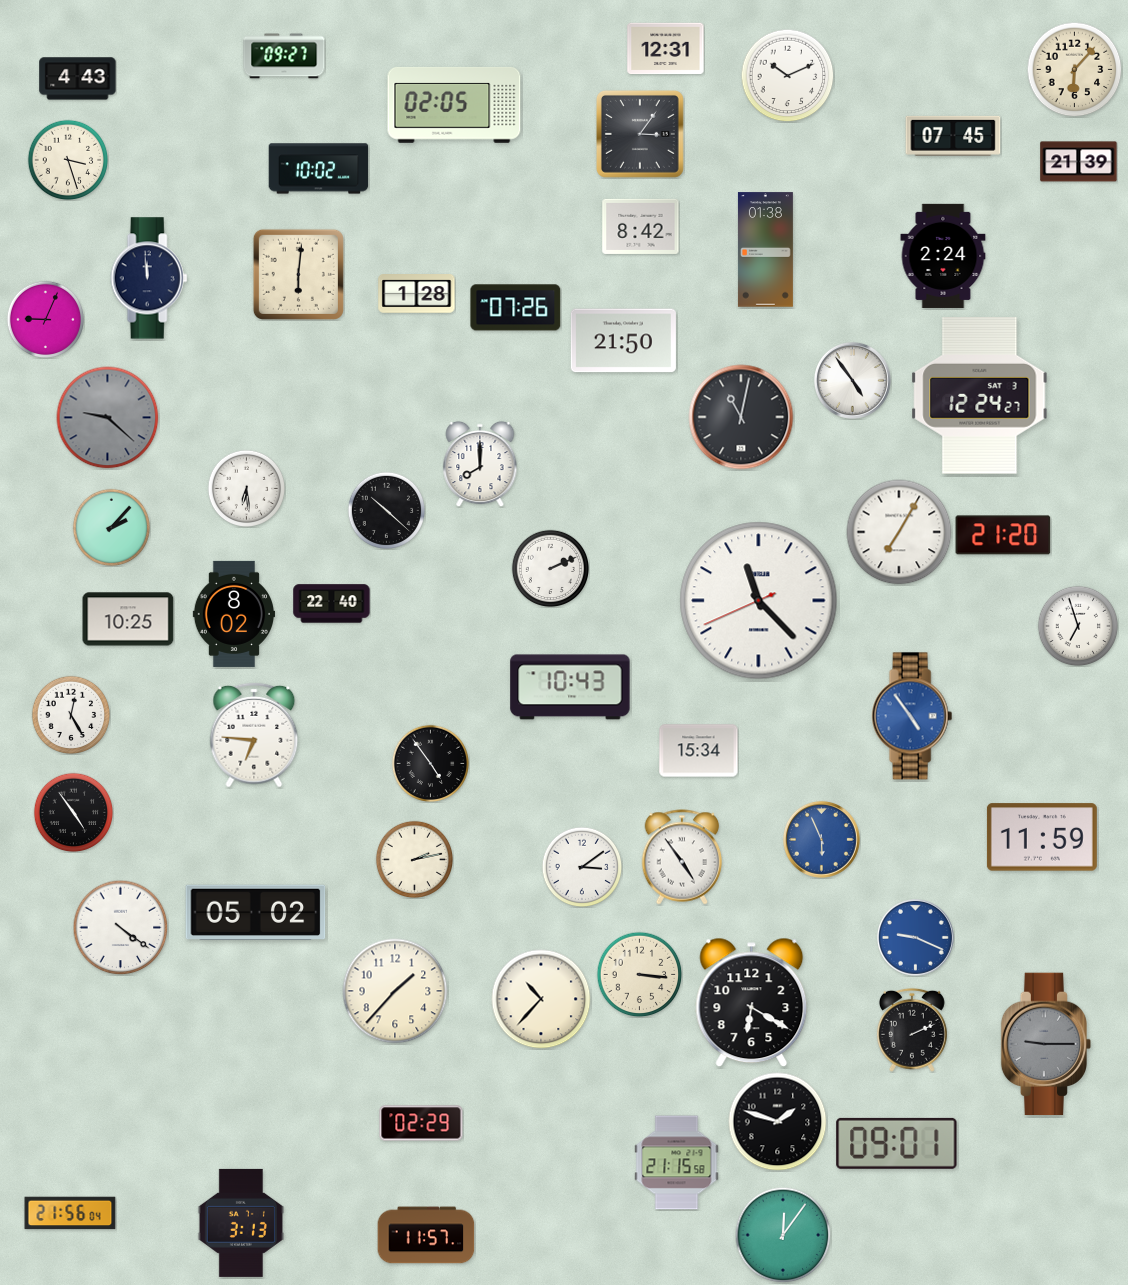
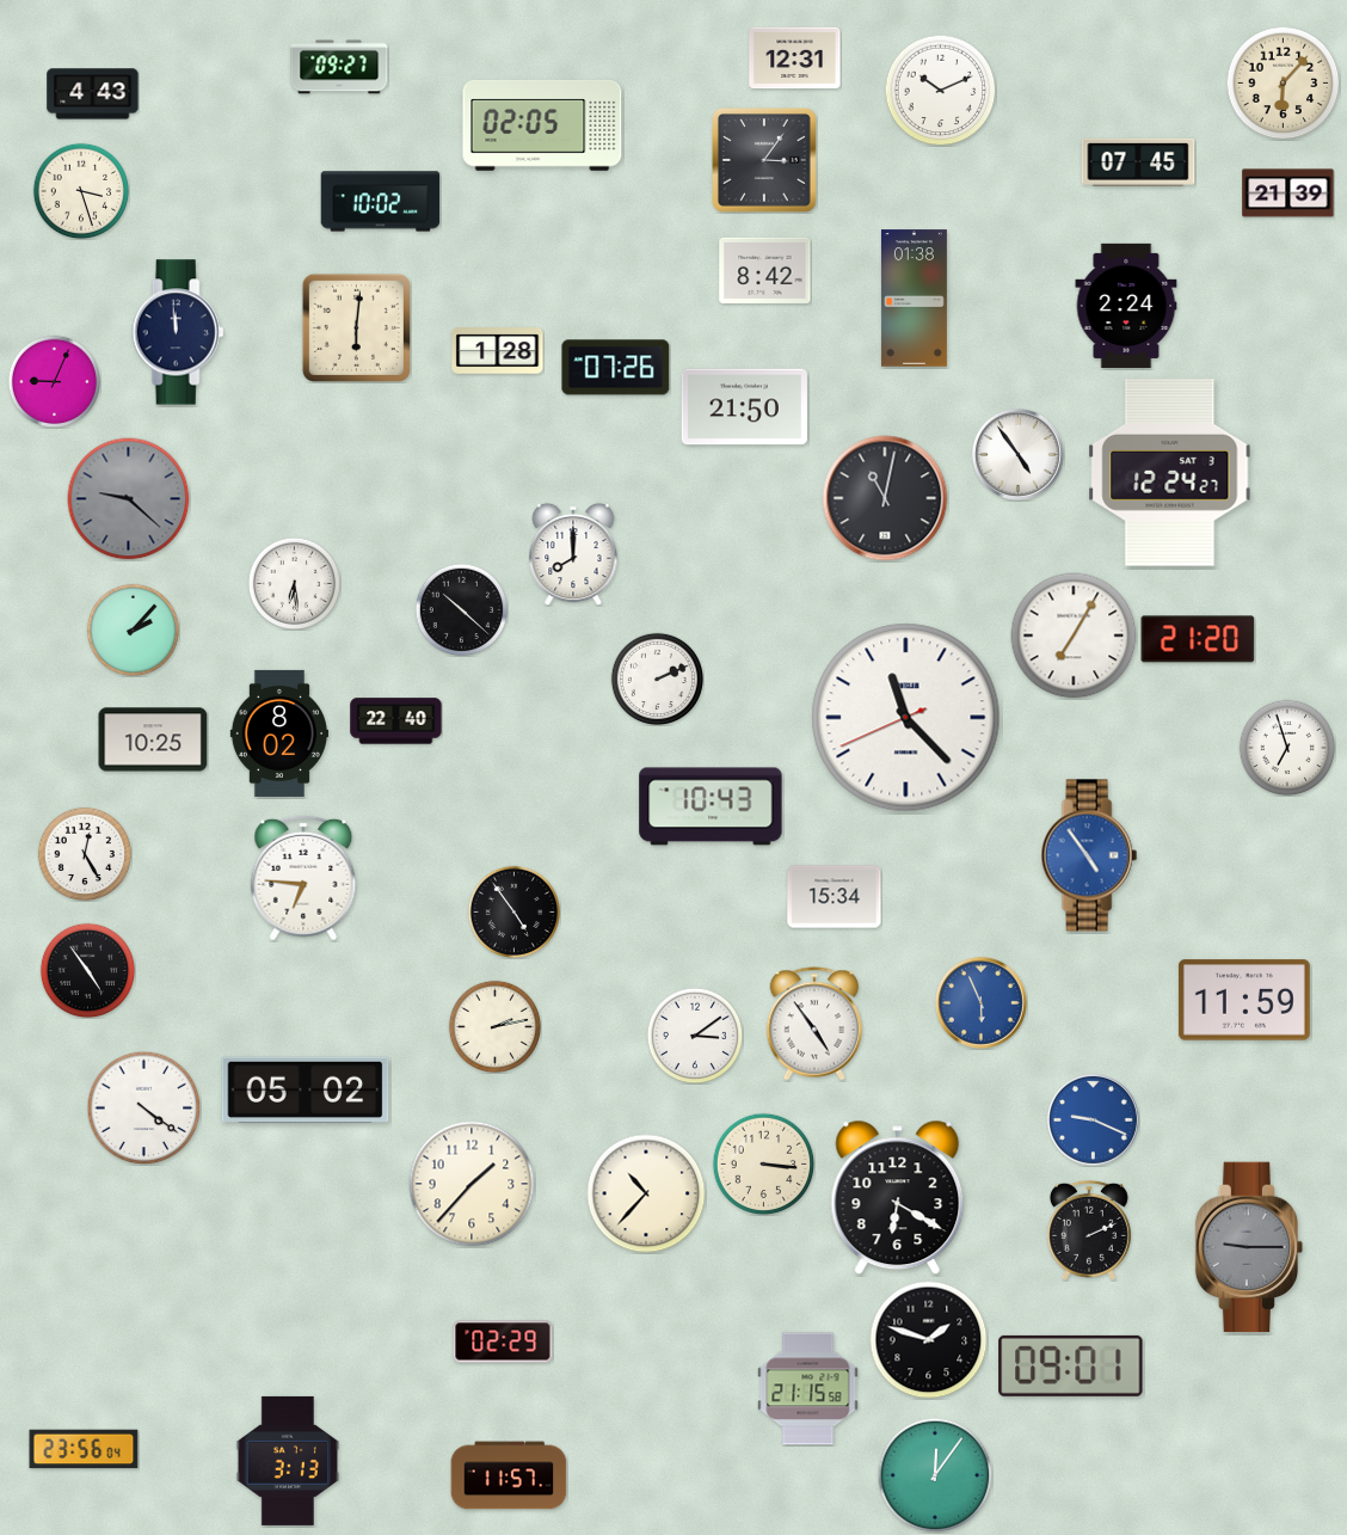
clock at (570, 687) position: (570, 687) -> (711, 806)
clock at (70, 1213): 21:56 -> 23:56
